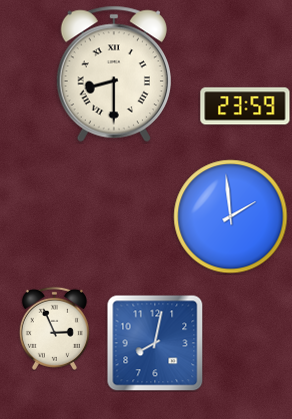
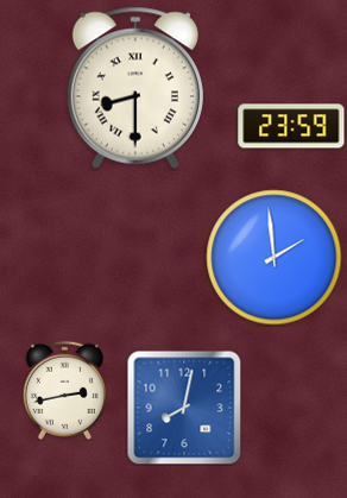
clock at (54, 328): 2:56 -> 2:43
